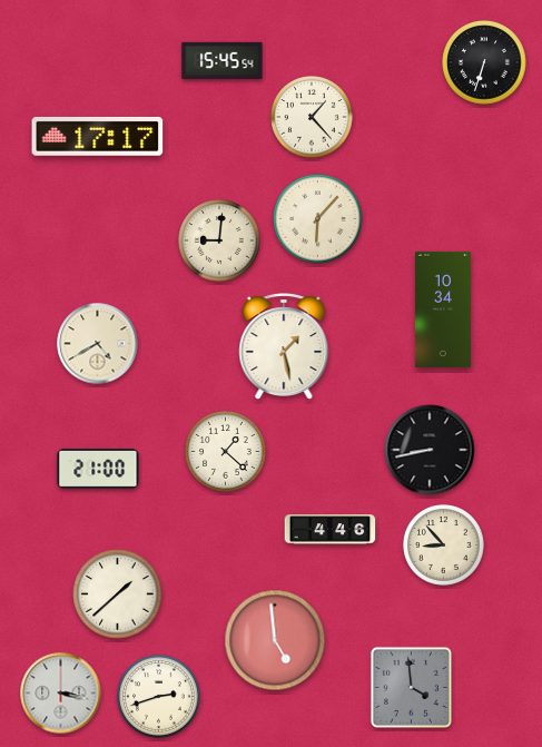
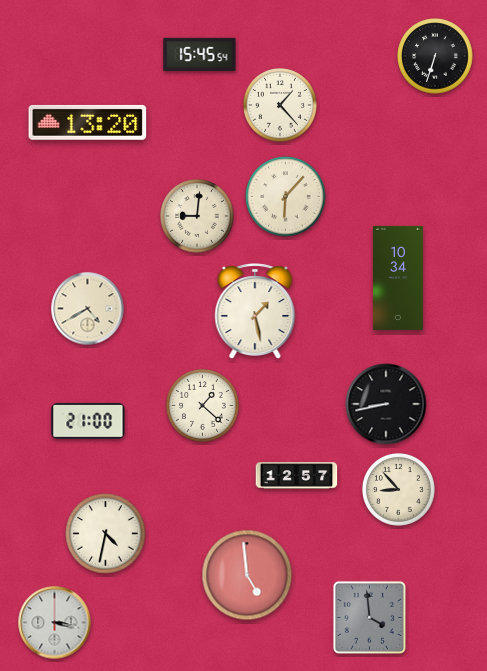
clock at (98, 136): 17:17 -> 13:20
clock at (331, 530): 4:46 -> 12:57
clock at (118, 594): 1:38 -> 4:32
clock at (159, 697): 2:42 -> none
